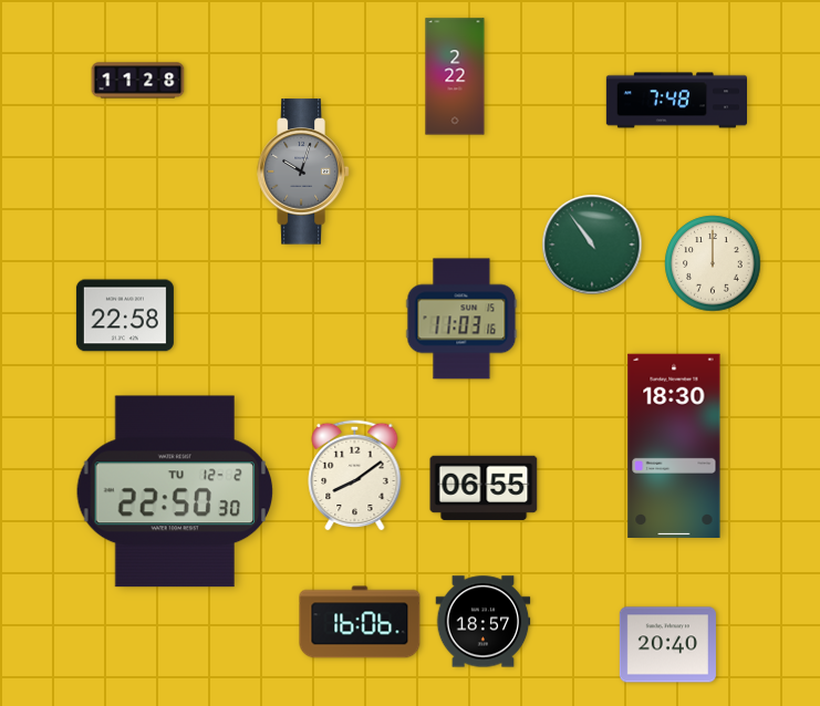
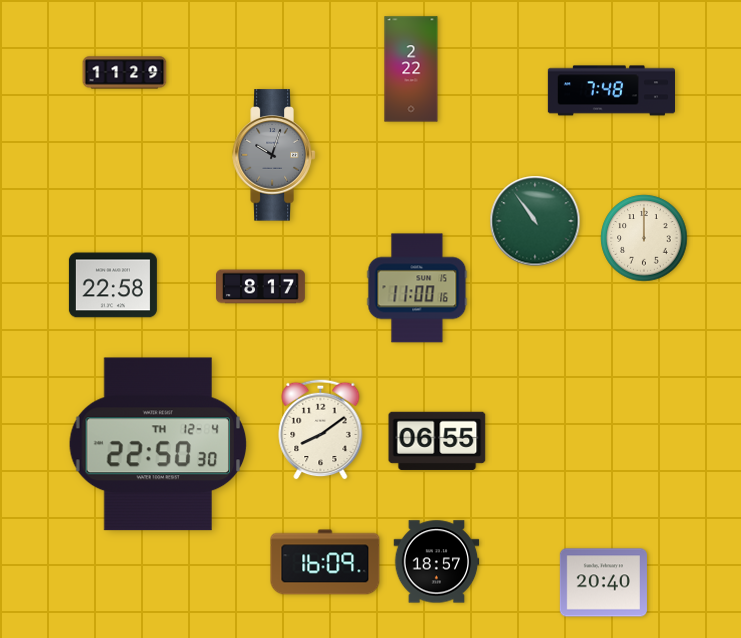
clock at (138, 81): 11:28 -> 11:29
clock at (261, 287): none -> 8:17
clock at (461, 319): 11:03 -> 11:00
clock at (674, 446): 18:30 -> none
clock at (175, 491) date: TU 12-2 -> TH 12-4
clock at (360, 622): 16:06 -> 16:09
